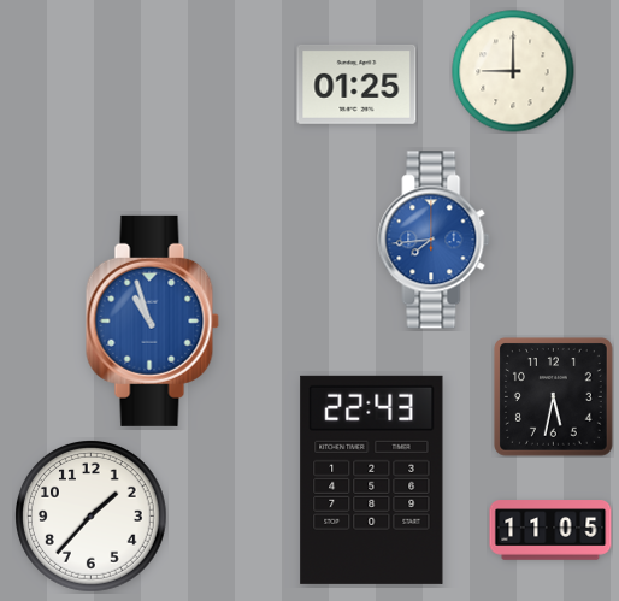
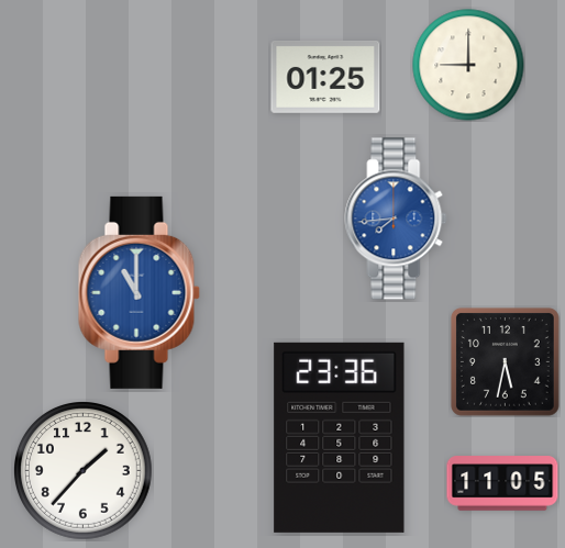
clock at (152, 320): 10:57 -> 11:00
clock at (372, 479): 22:43 -> 23:36
